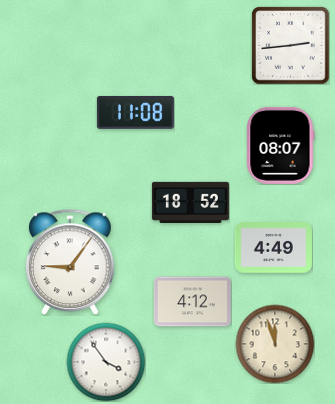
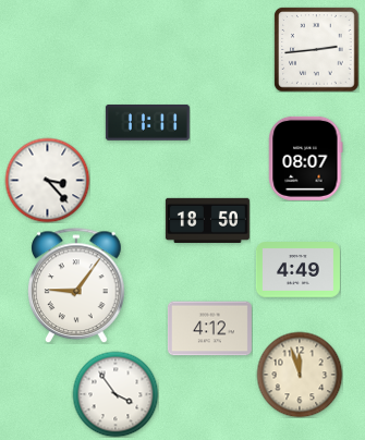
clock at (135, 112): 11:08 -> 11:11
clock at (47, 180): none -> 3:23
clock at (190, 202): 18:52 -> 18:50
